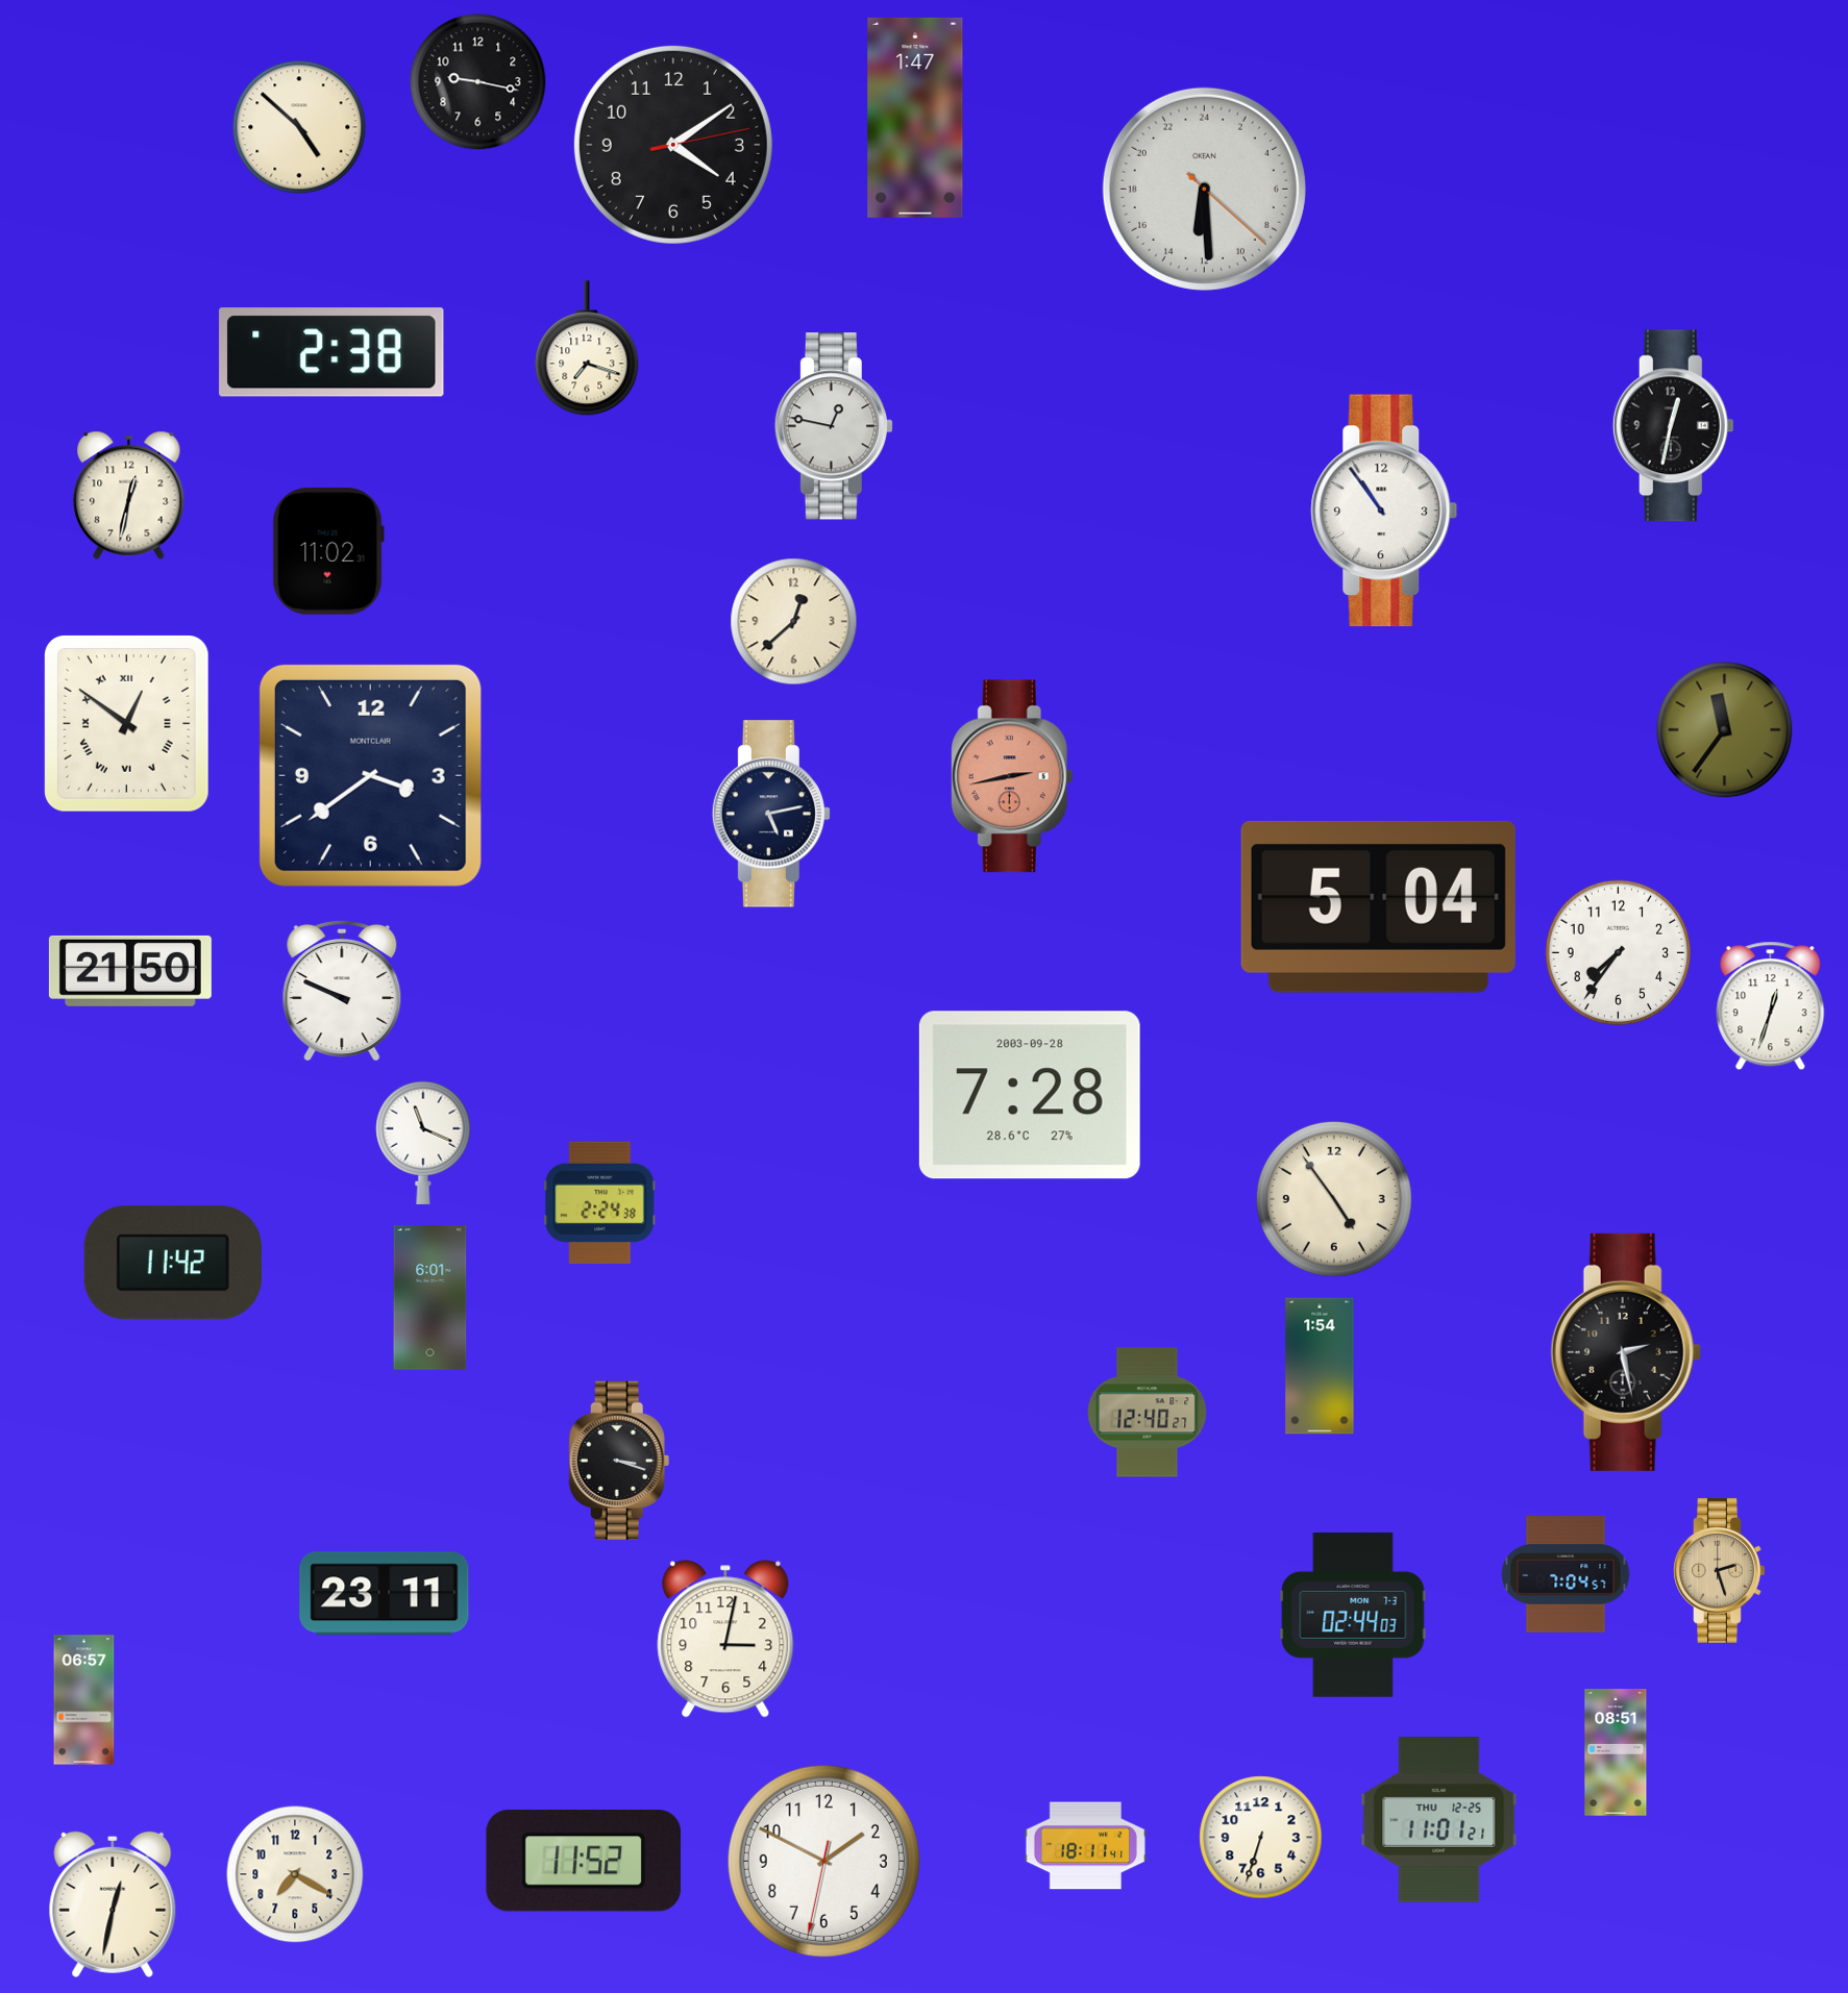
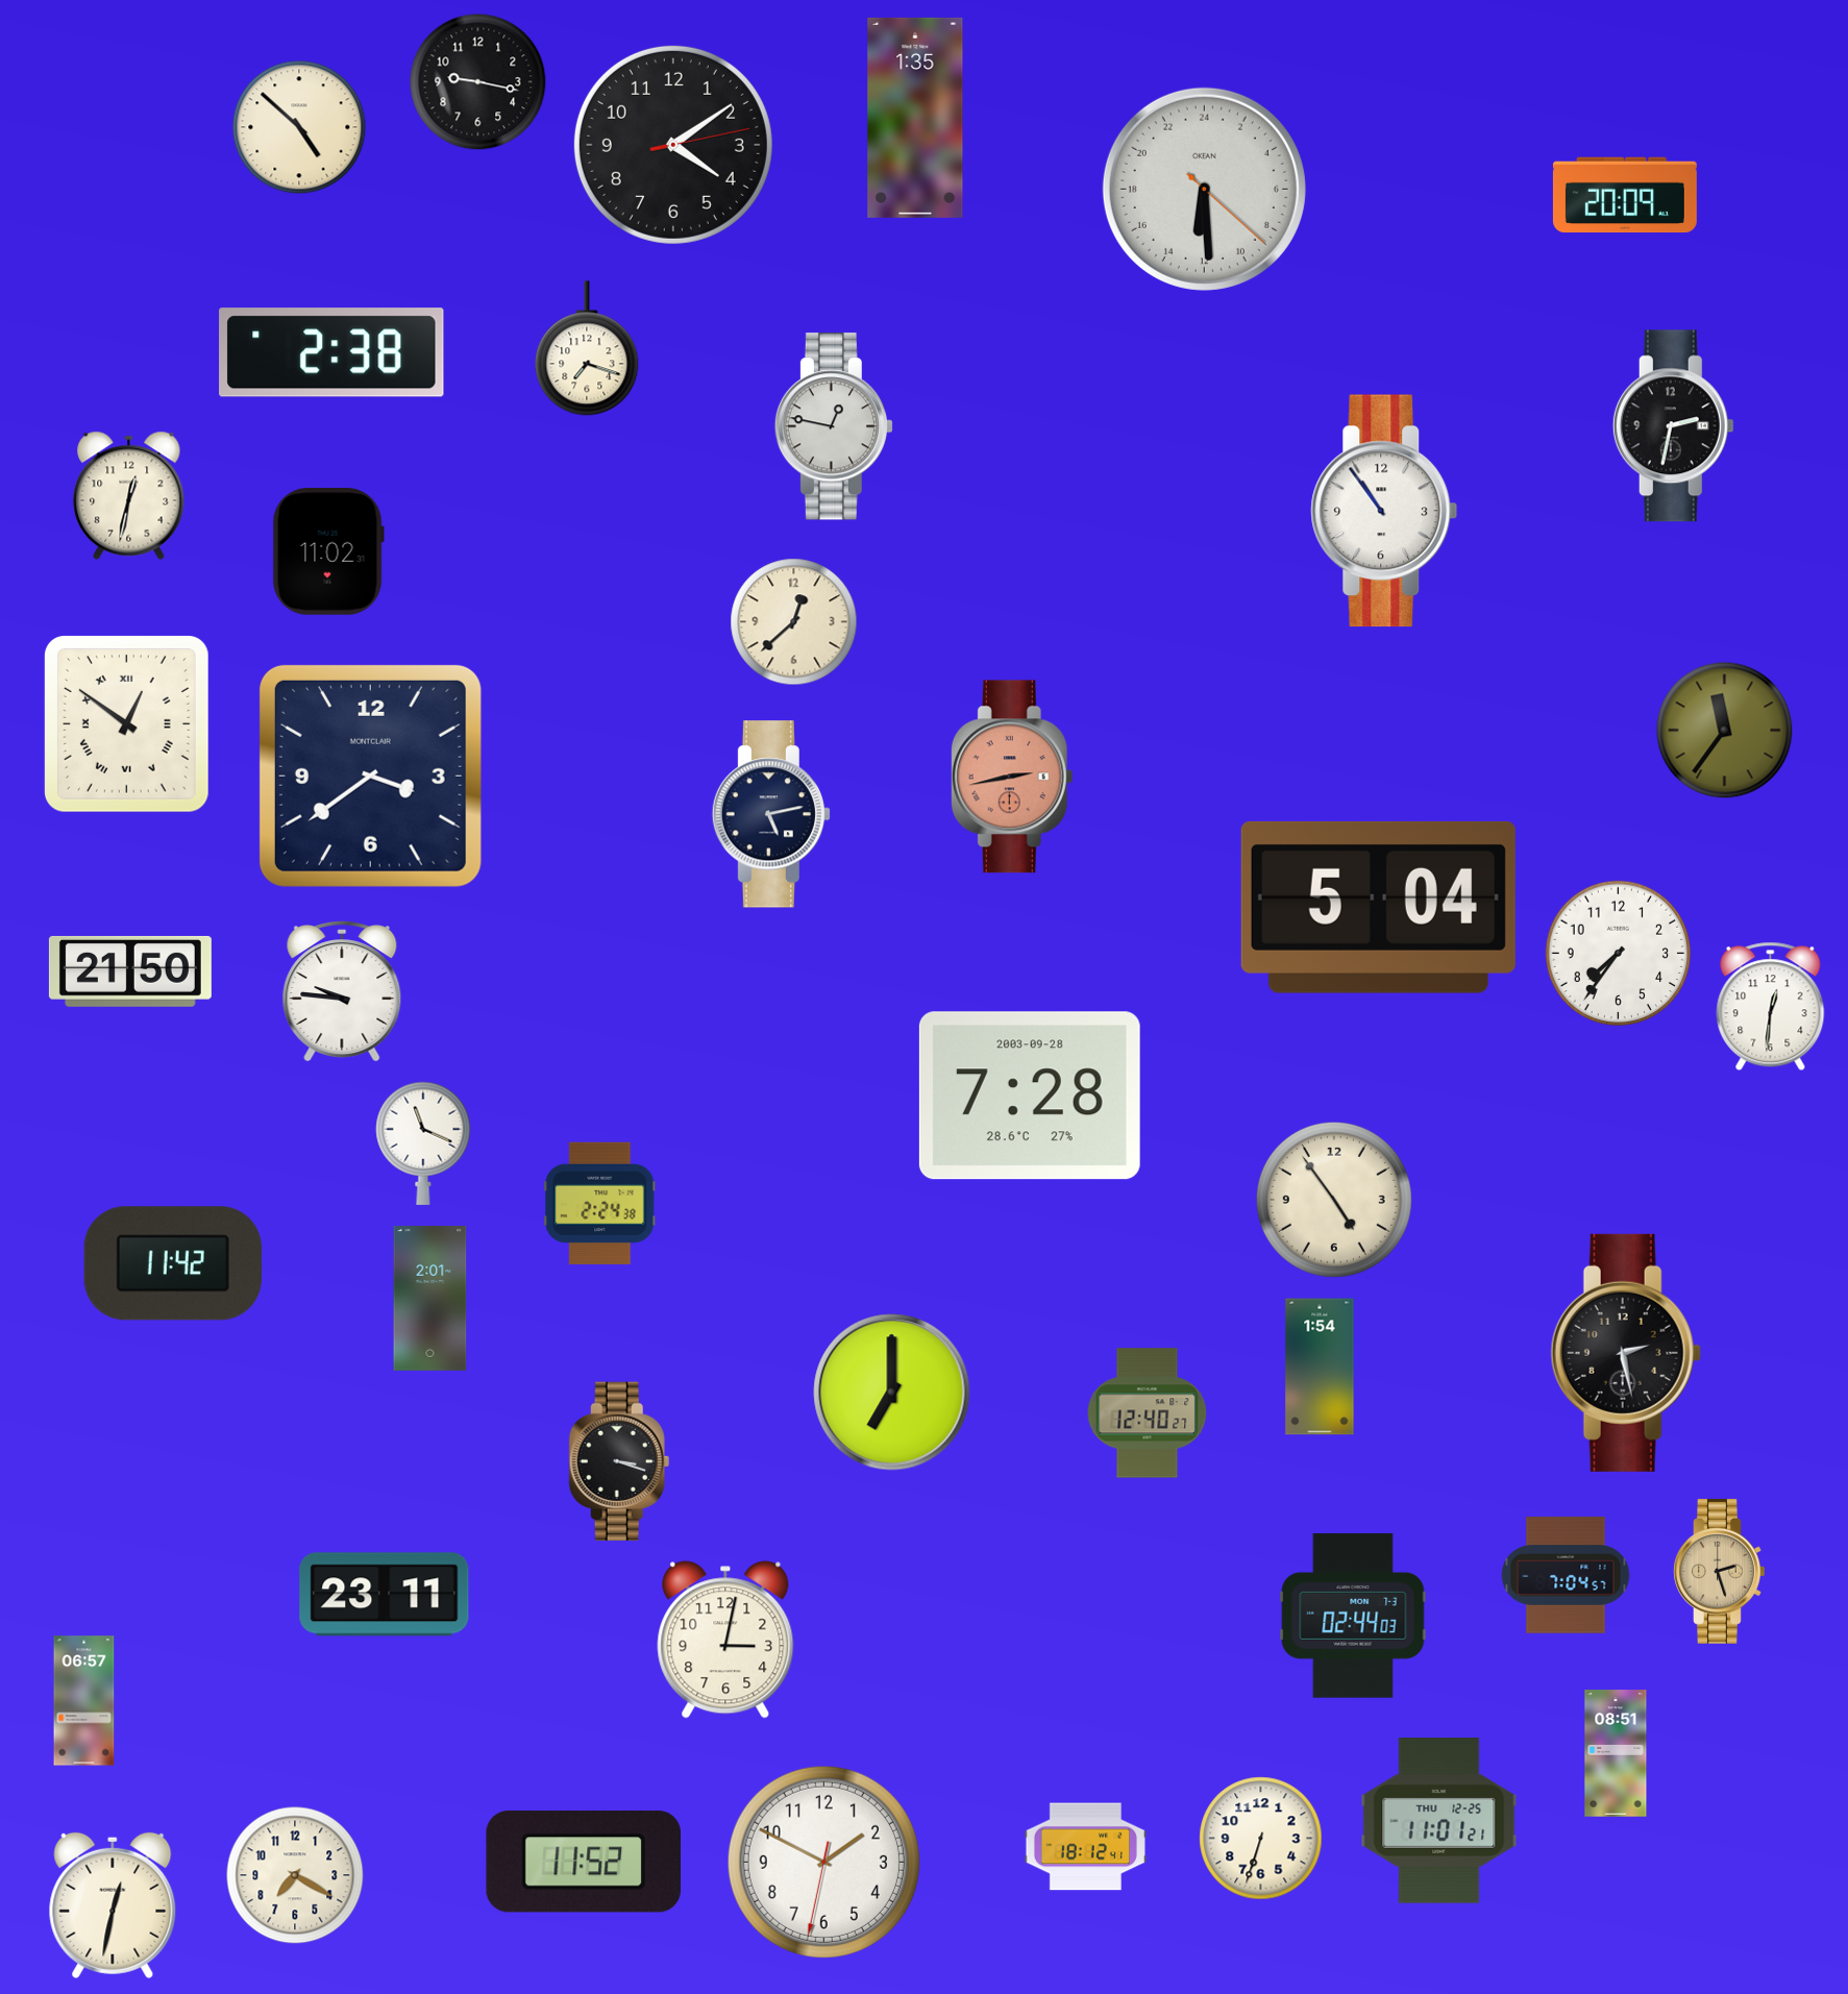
clock at (915, 118): 1:47 -> 1:35
clock at (1625, 195): none -> 20:09
clock at (1673, 426): 12:32 -> 2:32
clock at (342, 991): 9:49 -> 9:46
clock at (1771, 1006): 12:33 -> 12:31
clock at (430, 1298): 6:01 -> 2:01
clock at (892, 1393): none -> 7:00
clock at (1085, 1846): 18:11 -> 18:12
